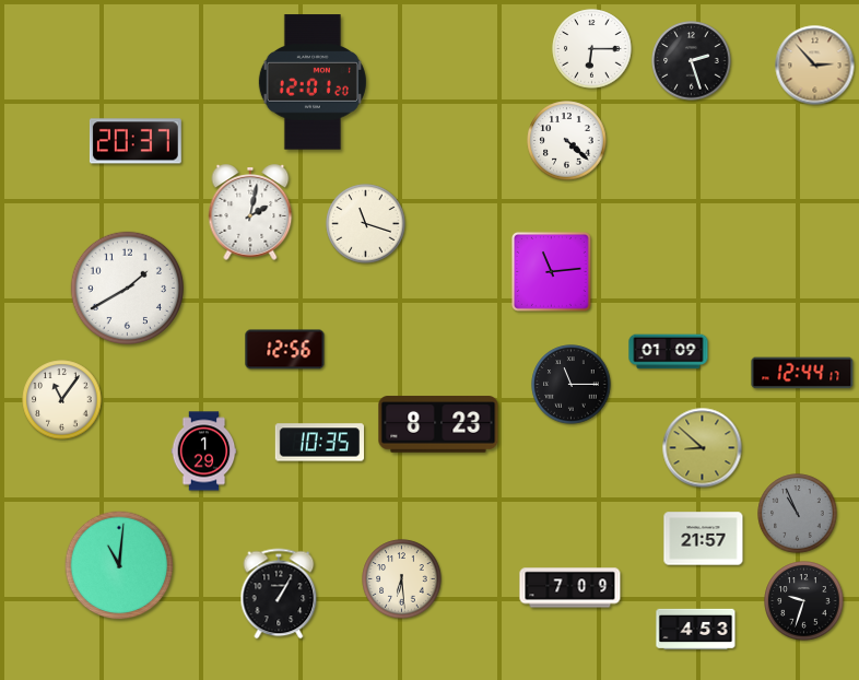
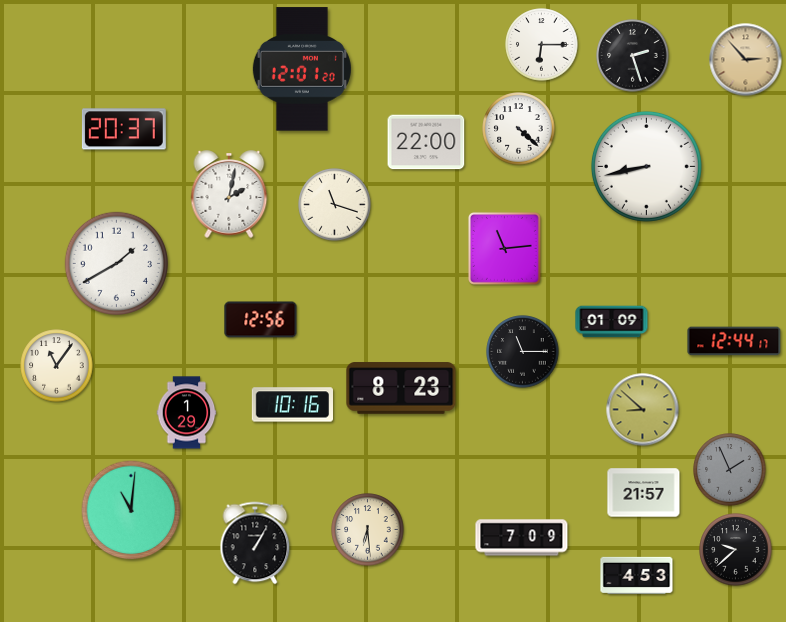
clock at (313, 82) position: (313, 82) -> (302, 69)
clock at (426, 142): none -> 22:00
clock at (646, 166): none -> 8:43
clock at (319, 443): 10:35 -> 10:16
clock at (798, 514): 10:56 -> 1:56
clock at (119, 565) position: (119, 565) -> (131, 510)
clock at (804, 601): 9:33 -> 9:38
